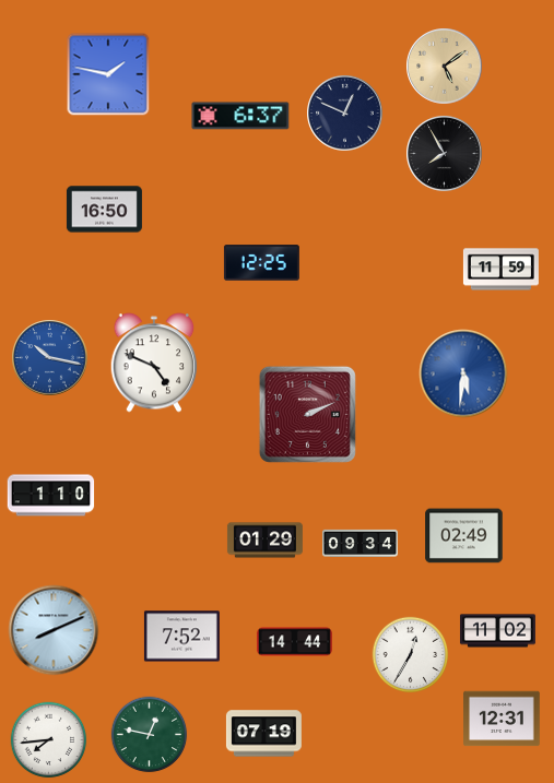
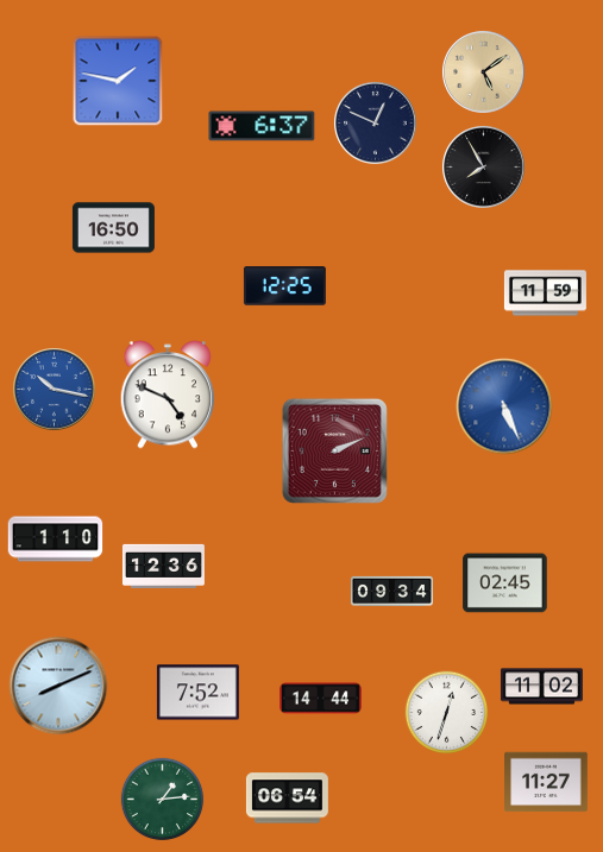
clock at (463, 373): 5:31 -> 5:26
clock at (163, 566): none -> 12:36
clock at (464, 536): 02:49 -> 02:45
clock at (264, 541): 01:29 -> none
clock at (411, 655): 12:35 -> 12:33
clock at (502, 719): 12:31 -> 11:27
clock at (263, 734): 07:19 -> 06:54
clock at (150, 735): 12:47 -> 1:14
clock at (49, 740): 7:44 -> none
